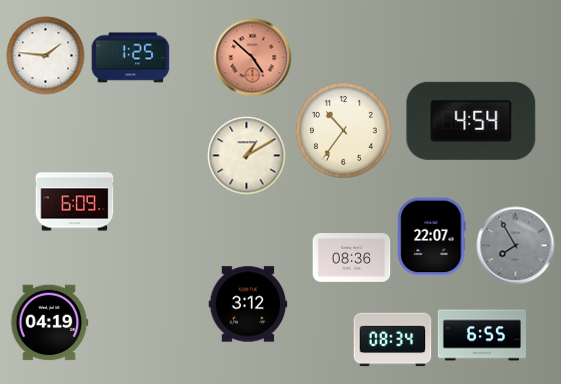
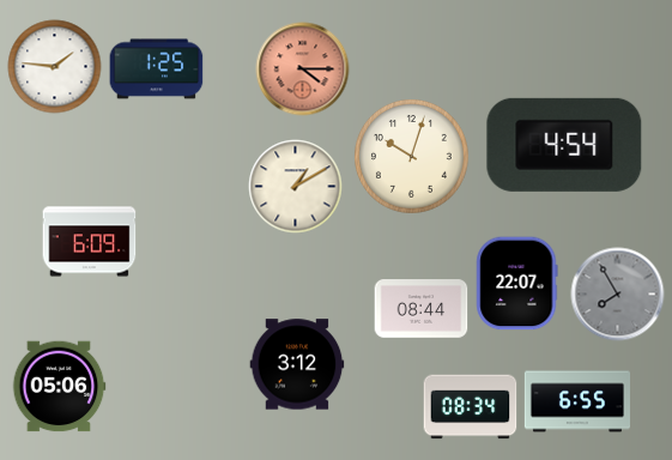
clock at (252, 57): 4:52 -> 4:15
clock at (344, 131): 10:36 -> 10:03
clock at (351, 258): 08:36 -> 08:44
clock at (49, 323): 04:19 -> 05:06
